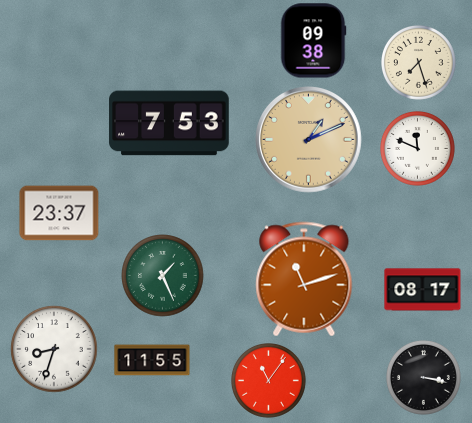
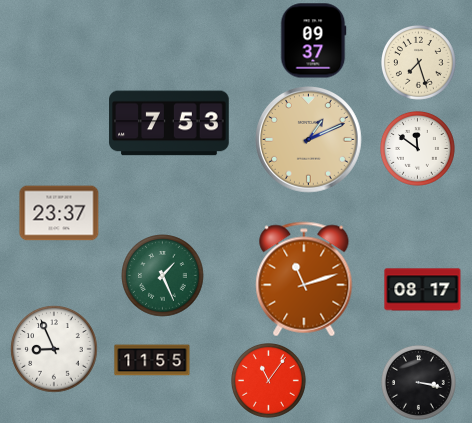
clock at (313, 41): 09:38 -> 09:37
clock at (418, 149): 11:49 -> 11:51
clock at (54, 349): 8:33 -> 8:56
clock at (424, 378) position: (424, 378) -> (419, 383)
